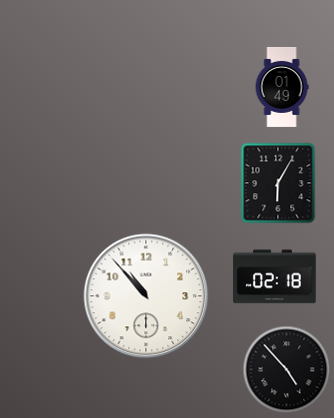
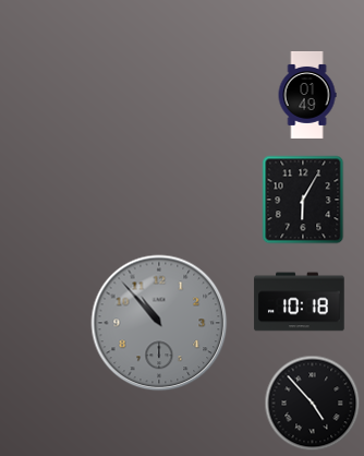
clock at (275, 277): 02:18 -> 10:18
clock at (146, 296) dial: white -> grey
